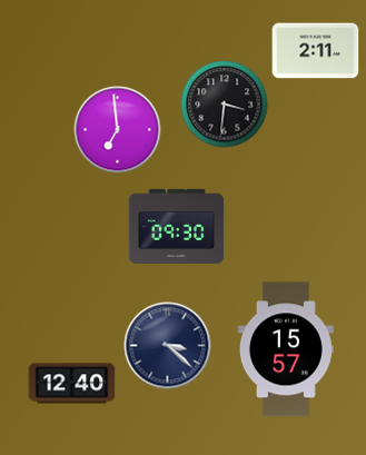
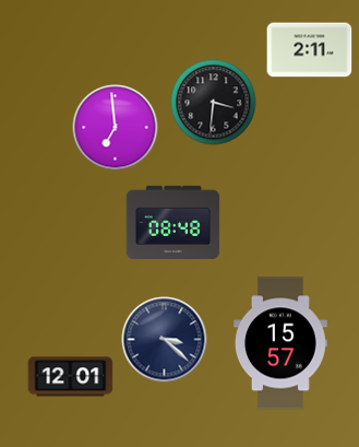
clock at (224, 103) position: (224, 103) -> (213, 102)
clock at (176, 226): 09:30 -> 08:48
clock at (71, 384): 12:40 -> 12:01
